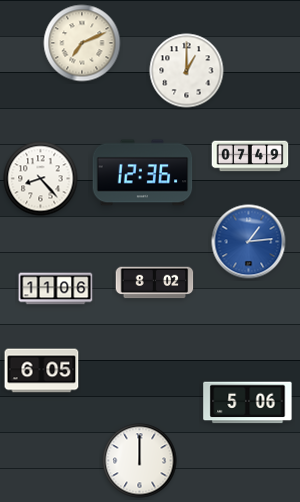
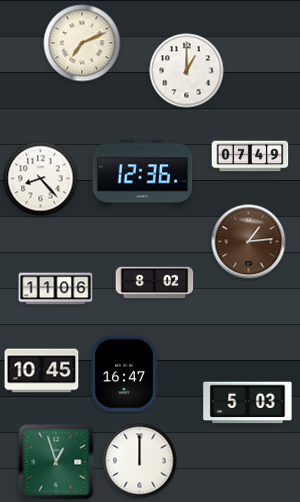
clock at (249, 242) dial: blue -> brown
clock at (42, 371): 6:05 -> 10:45
clock at (124, 374): none -> 16:47
clock at (248, 403): 5:06 -> 5:03
clock at (56, 462): none -> 12:57
